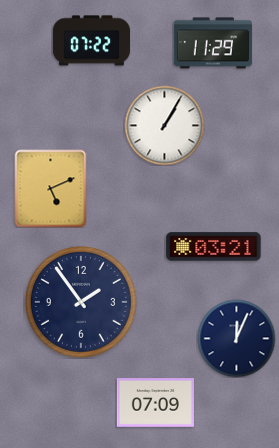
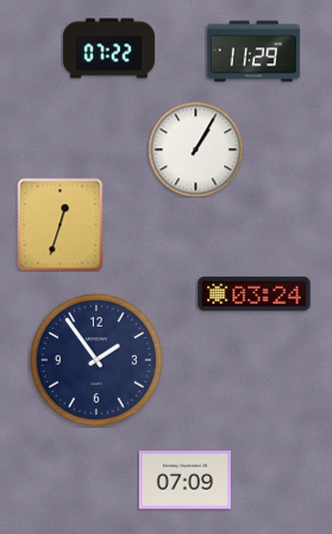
clock at (51, 188): 5:11 -> 12:33
clock at (214, 247): 03:21 -> 03:24
clock at (236, 338): 12:04 -> none
